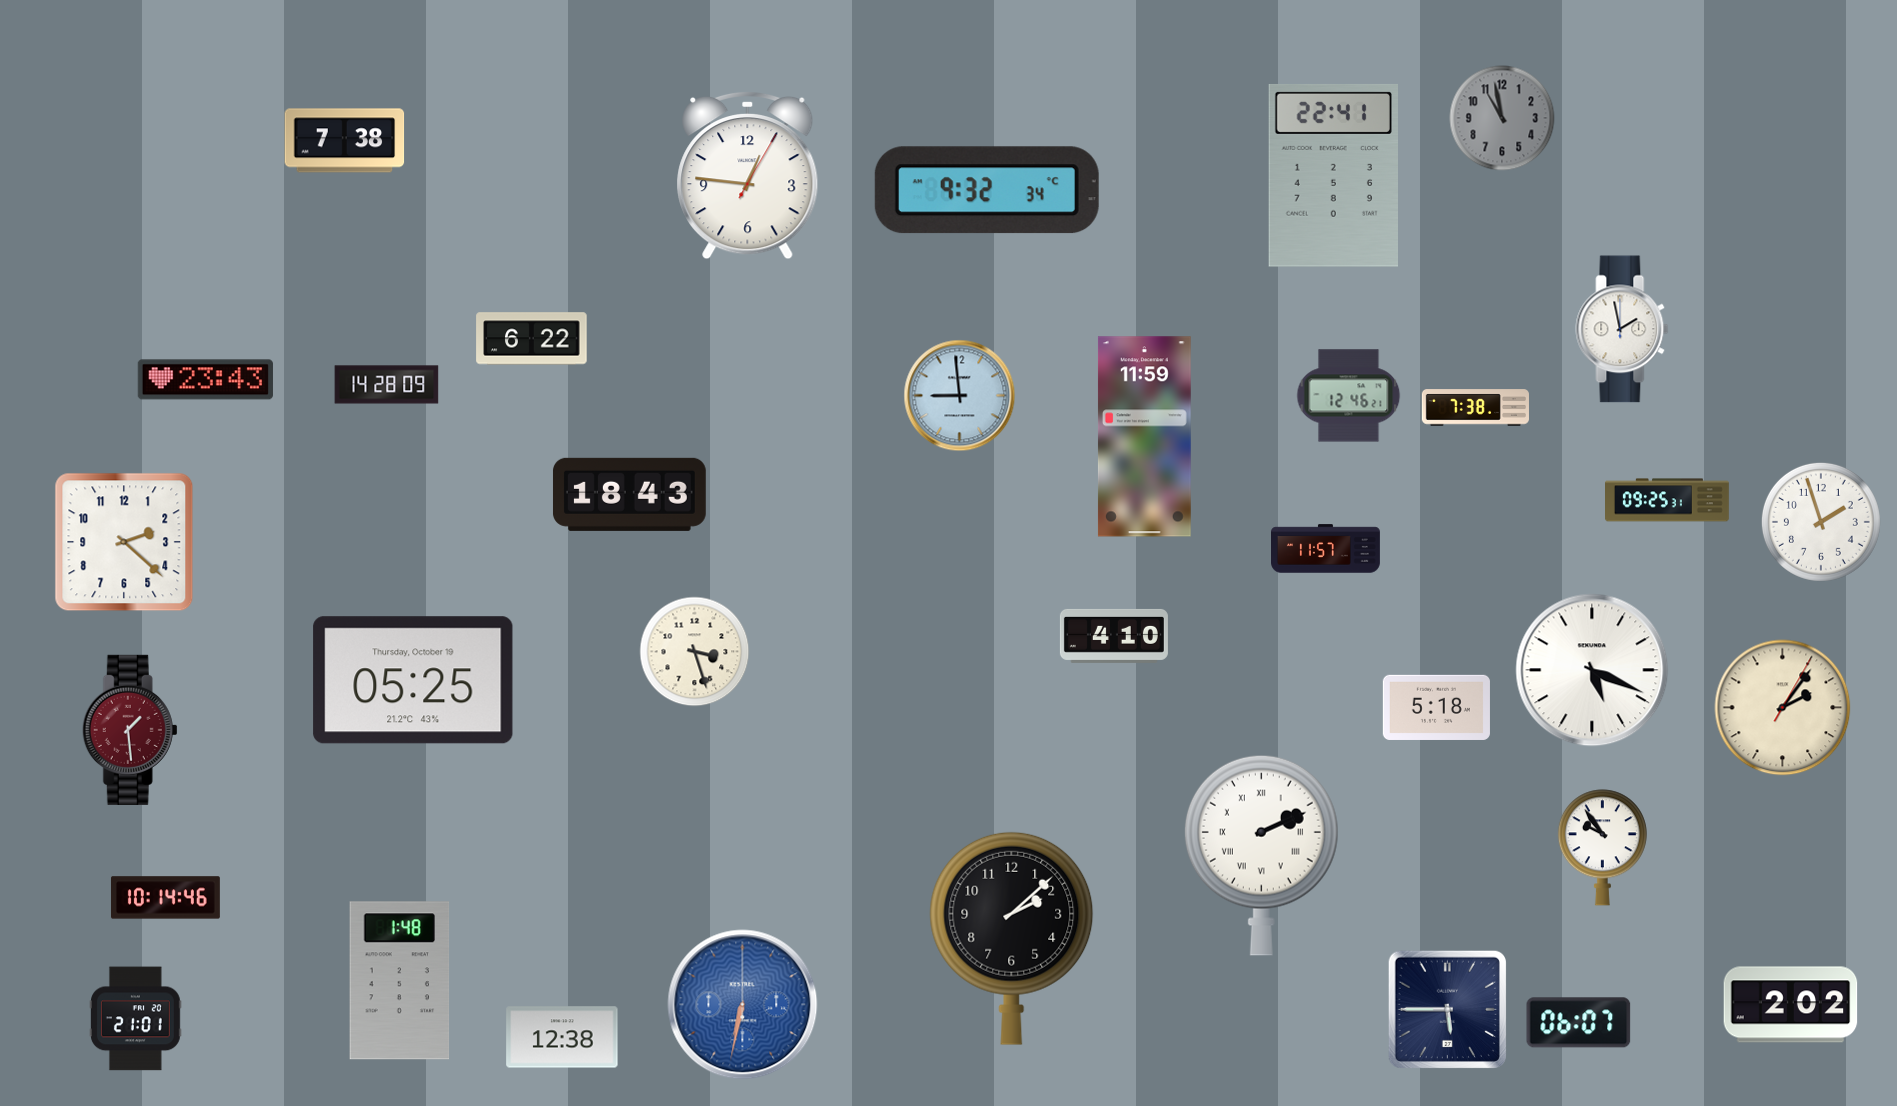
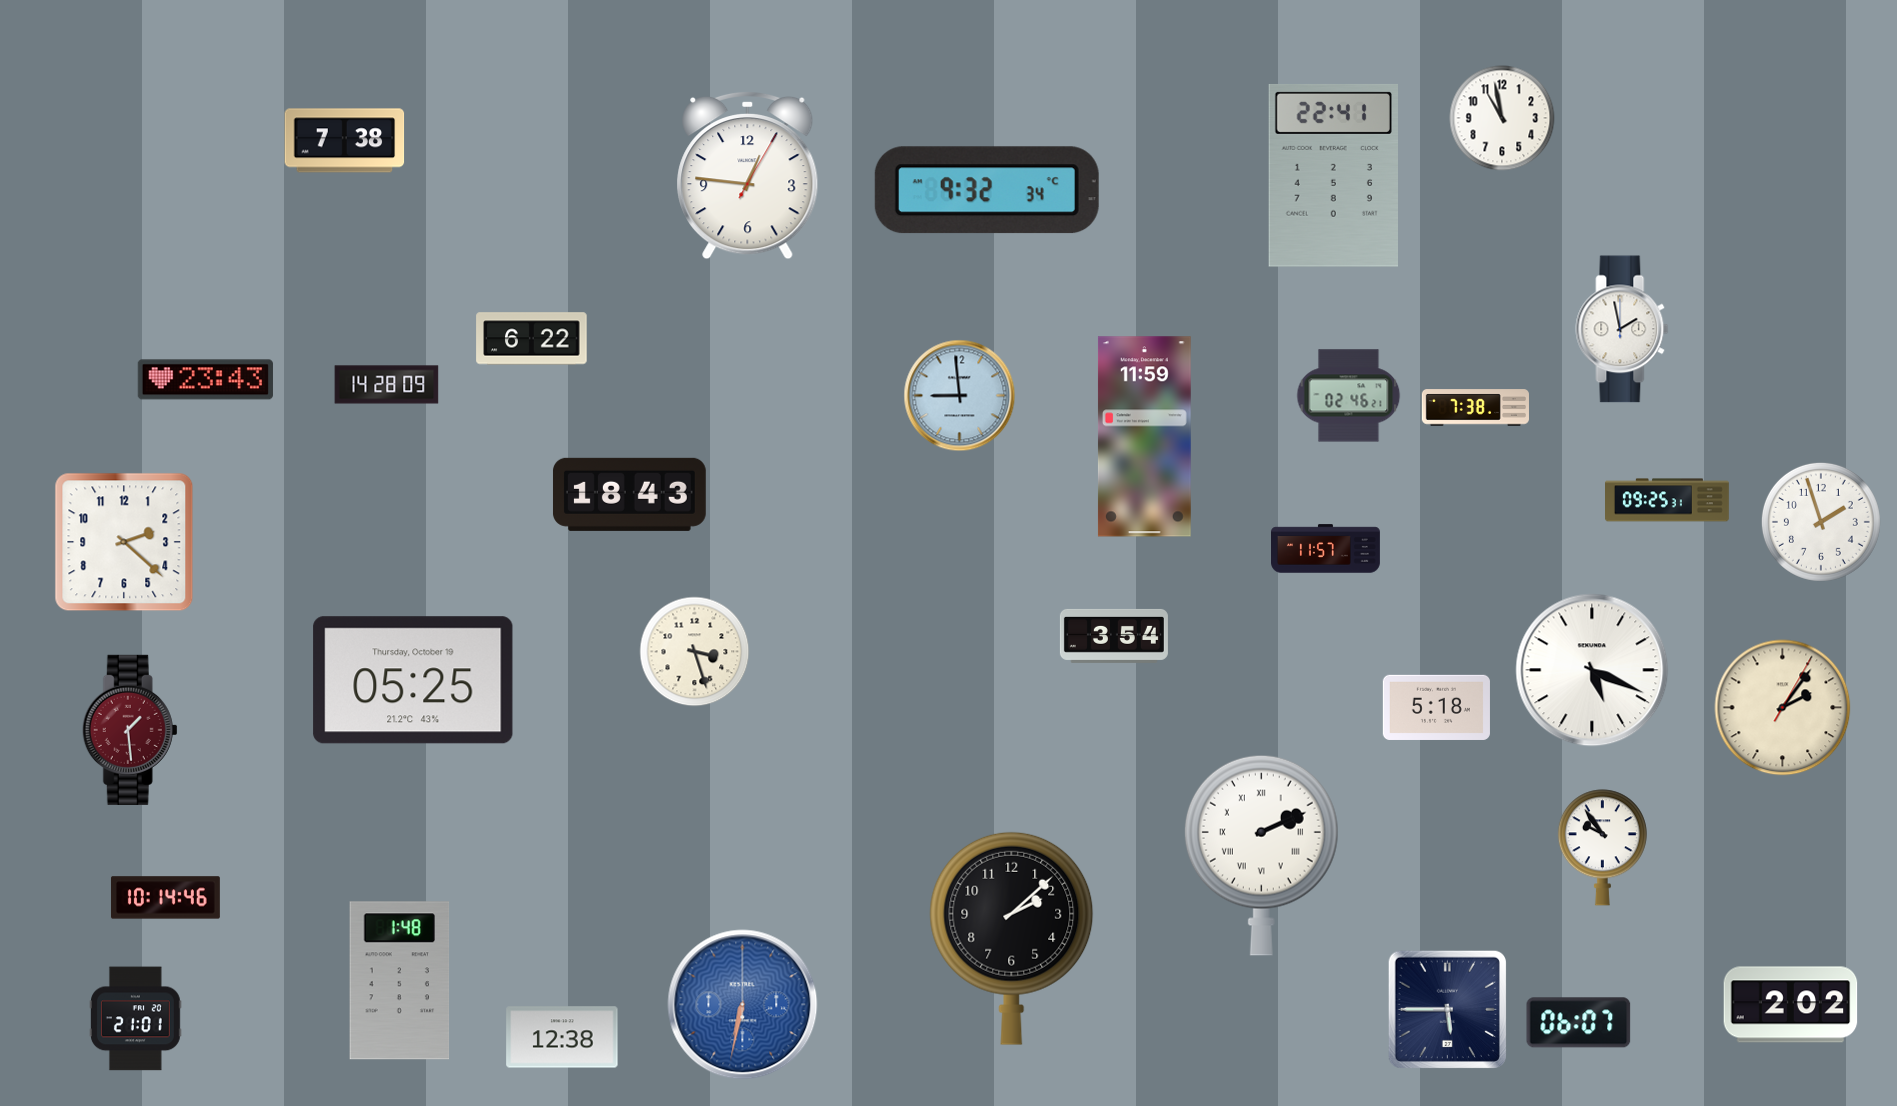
clock at (1502, 118) dial: grey -> white
clock at (1349, 396): 12:46 -> 02:46
clock at (1114, 636): 4:10 -> 3:54
